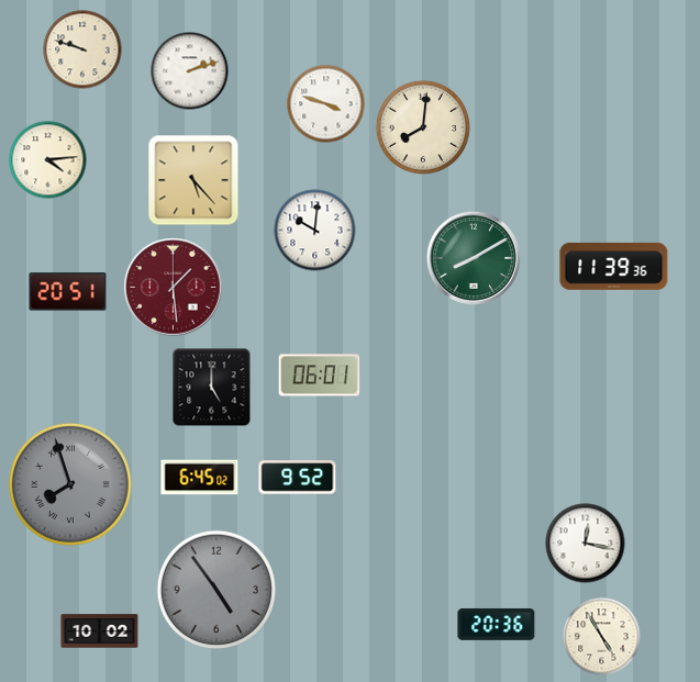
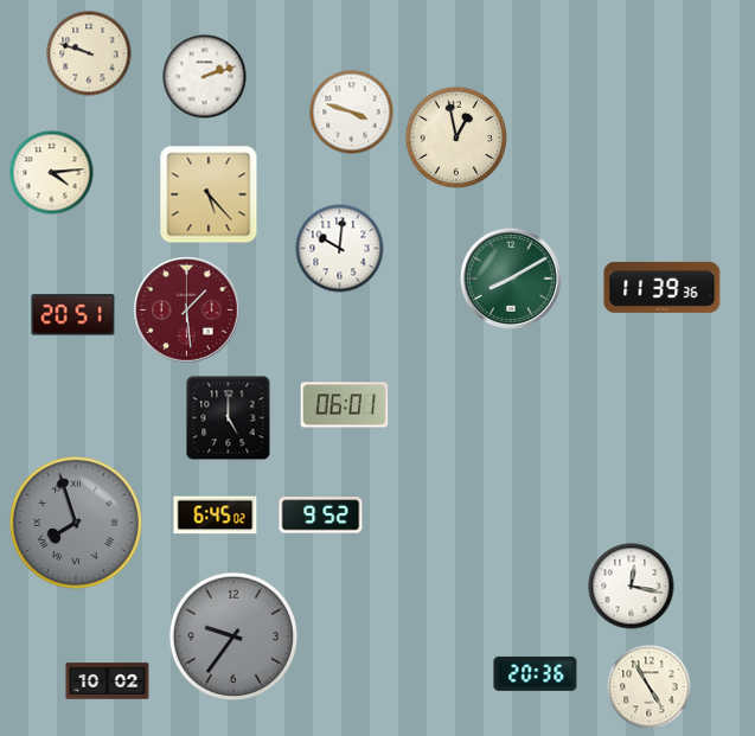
clock at (423, 127): 8:01 -> 12:58
clock at (215, 589): 4:54 -> 9:36
